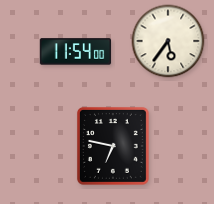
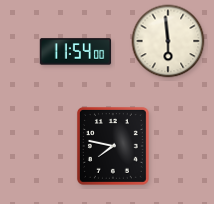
clock at (168, 41): 5:36 -> 5:59
clock at (113, 146): 6:47 -> 7:47
